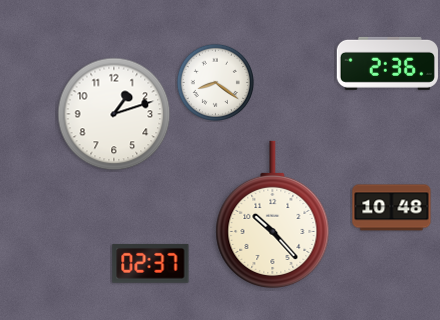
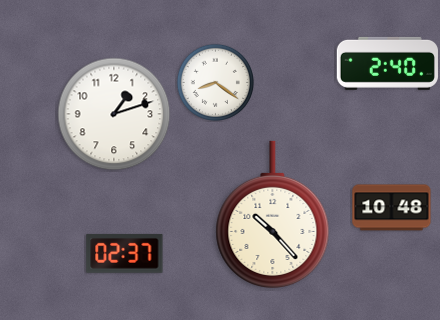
clock at (387, 63): 2:36 -> 2:40
clock at (151, 264) position: (151, 264) -> (125, 254)
